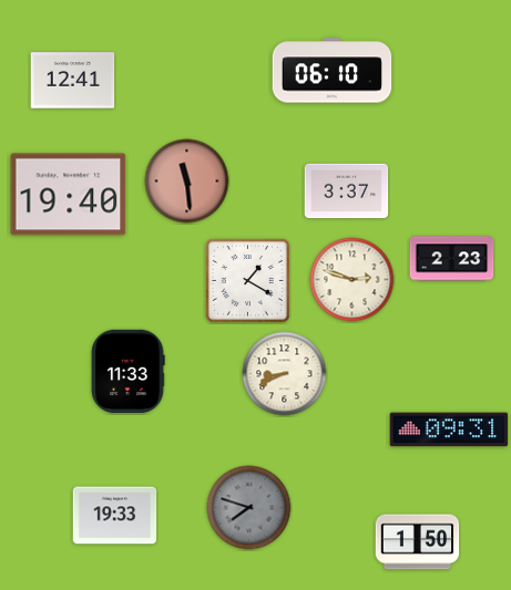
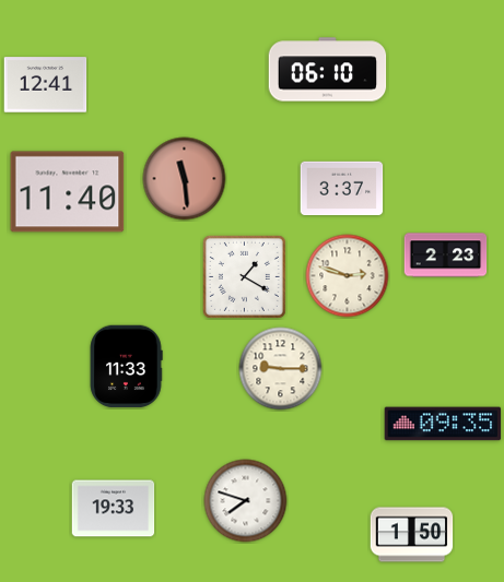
clock at (73, 81) position: (73, 81) -> (46, 85)
clock at (69, 195): 19:40 -> 11:40
clock at (285, 374): 8:41 -> 9:15
clock at (449, 429): 09:31 -> 09:35
clock at (249, 508) dial: grey -> white
